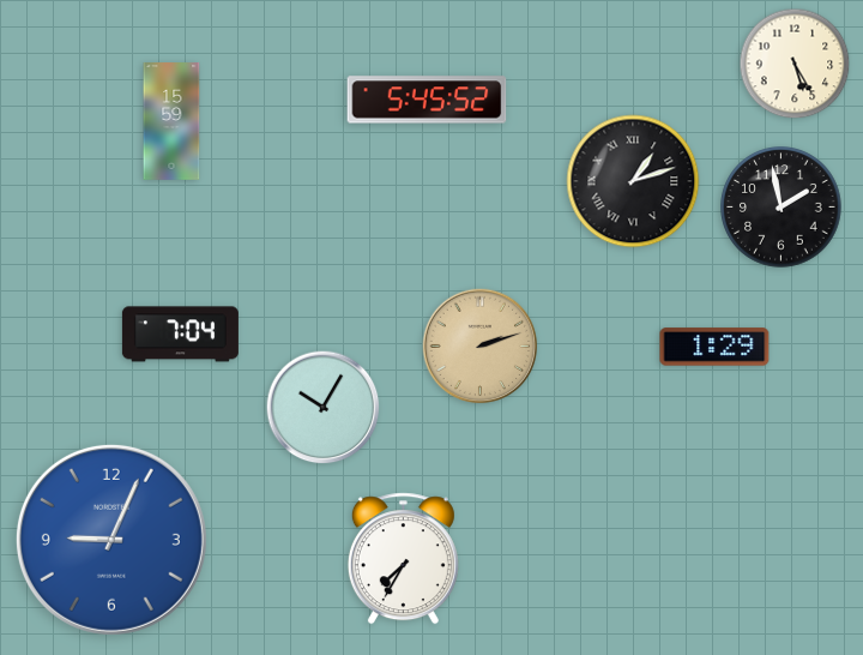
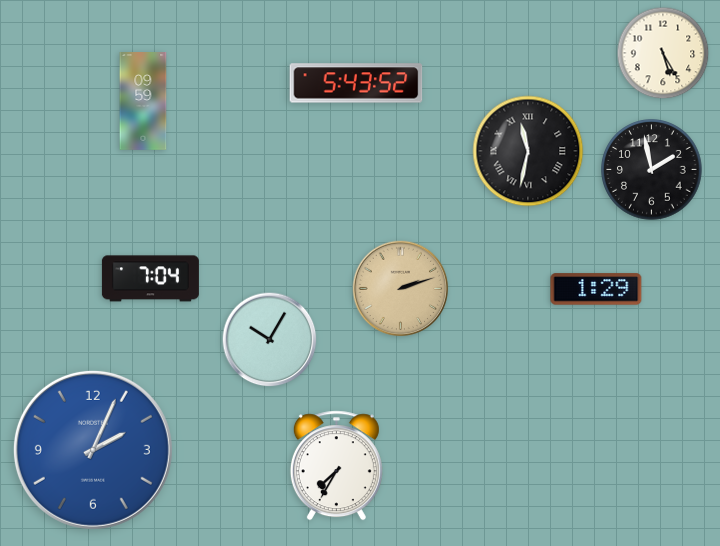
clock at (427, 100): 5:45 -> 5:43
clock at (171, 122): 15:59 -> 09:59
clock at (633, 181): 1:12 -> 11:32
clock at (781, 208) position: (781, 208) -> (652, 170)
clock at (111, 540): 9:04 -> 2:04
